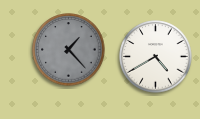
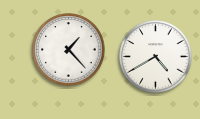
clock at (69, 50) dial: grey -> white
